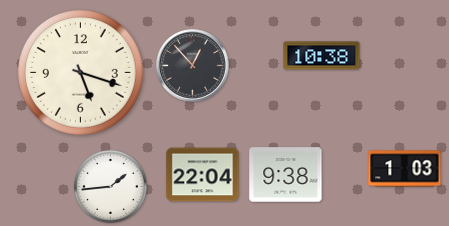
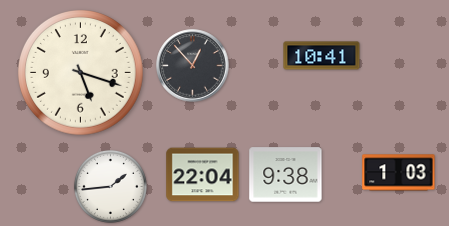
clock at (322, 56): 10:38 -> 10:41
clock at (405, 169) position: (405, 169) -> (399, 173)
